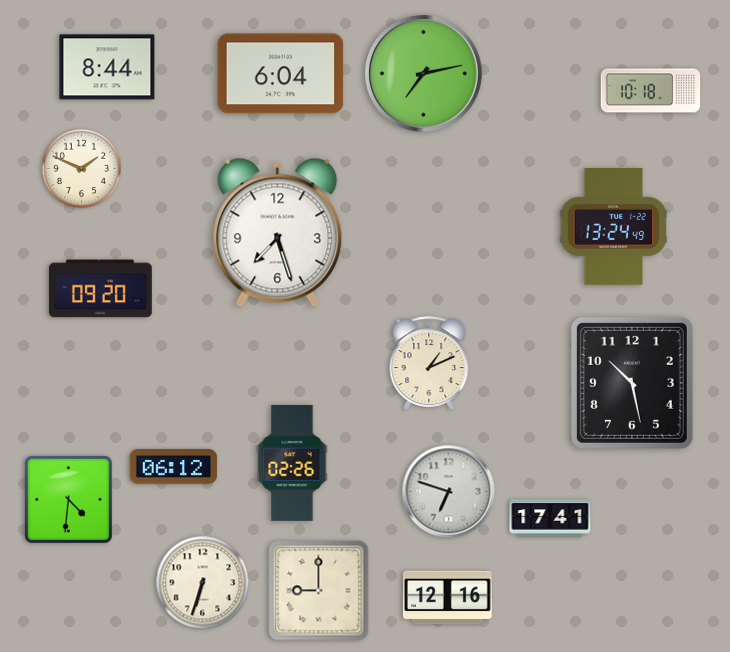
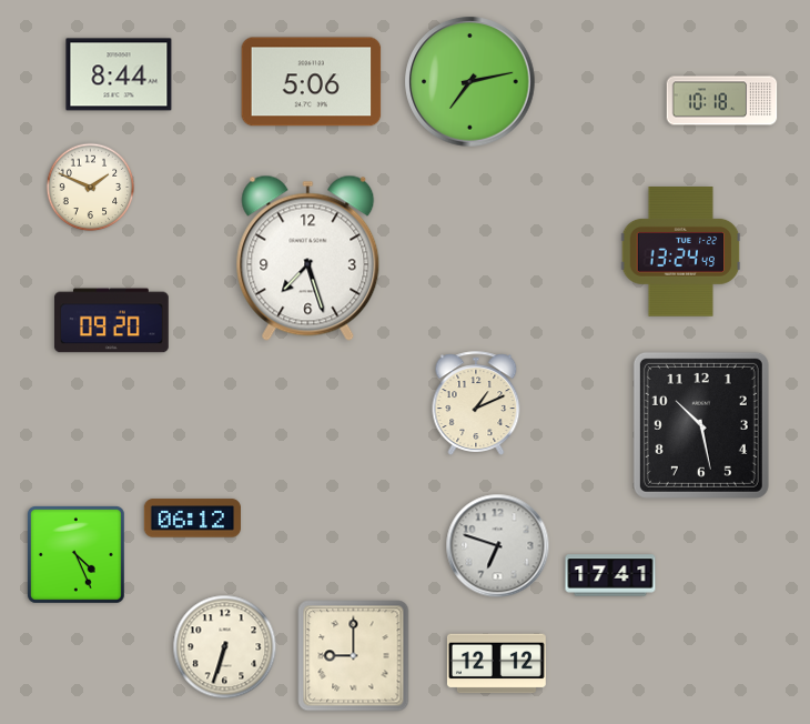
clock at (281, 74): 6:04 -> 5:06
clock at (292, 463): 02:26 -> none
clock at (68, 499): 4:31 -> 4:26
clock at (447, 598): 12:16 -> 12:12
